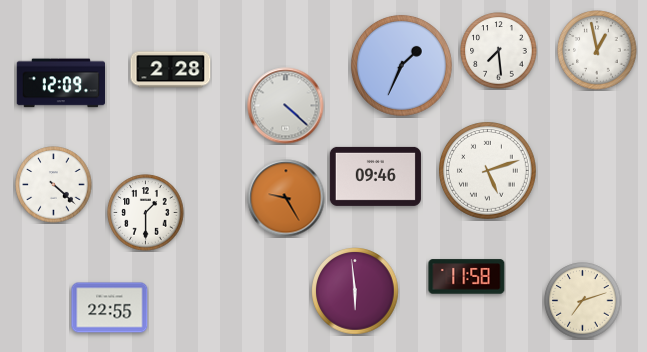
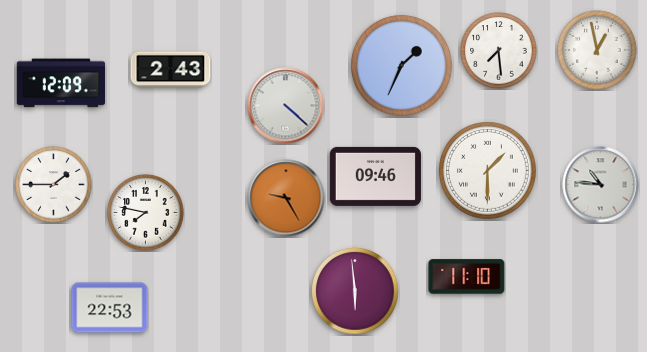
clock at (171, 70): 2:28 -> 2:43
clock at (488, 171): 5:12 -> 1:30
clock at (54, 185): 4:22 -> 1:45
clock at (601, 185): none -> 10:46
clock at (146, 213): 1:30 -> 7:47
clock at (467, 277): 11:58 -> 11:10
clock at (583, 301): 7:12 -> none
clock at (110, 308): 22:55 -> 22:53
